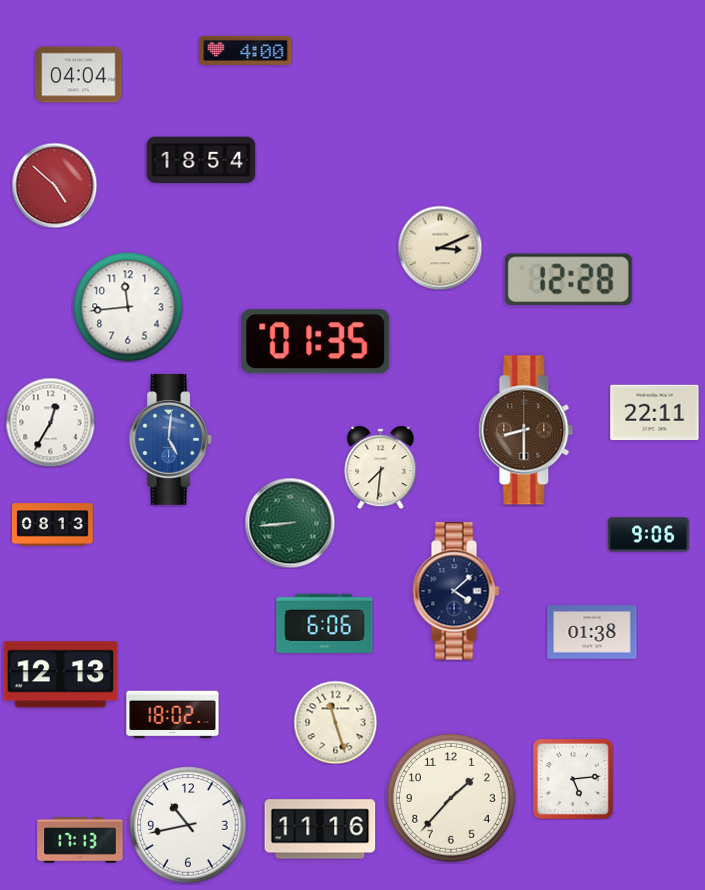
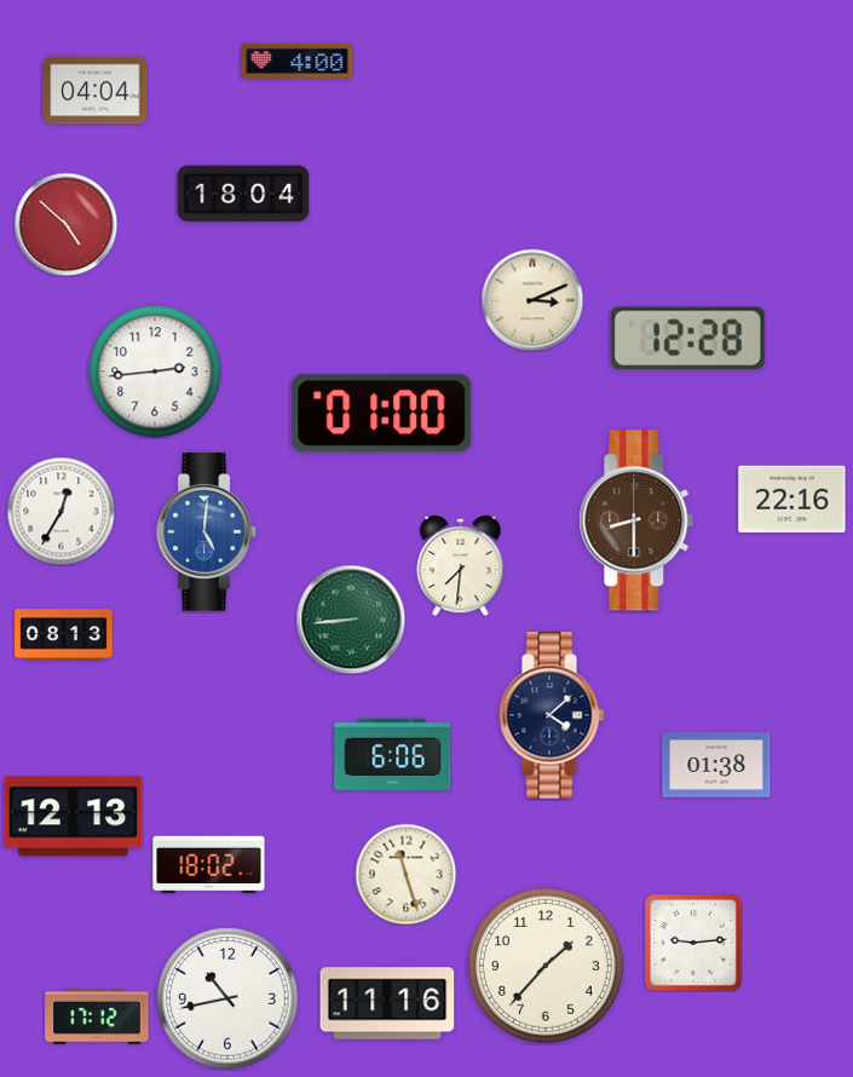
clock at (201, 160): 18:54 -> 18:04
clock at (128, 307): 11:44 -> 2:44
clock at (316, 342): 01:35 -> 01:00
clock at (655, 413): 22:11 -> 22:16
clock at (290, 523) position: (290, 523) -> (351, 620)
clock at (649, 535): 9:06 -> none
clock at (573, 779): 5:14 -> 9:14
clock at (80, 840): 17:13 -> 17:12
